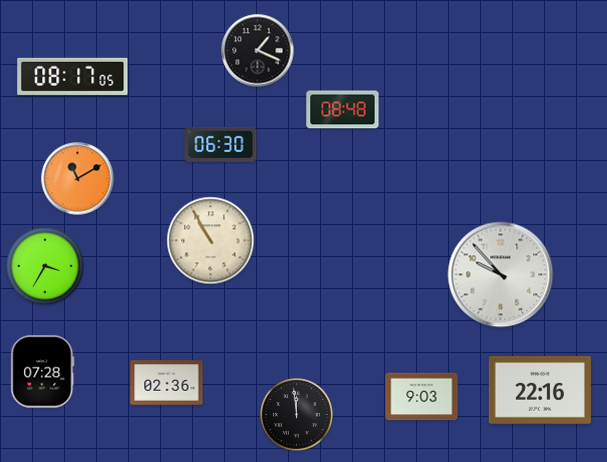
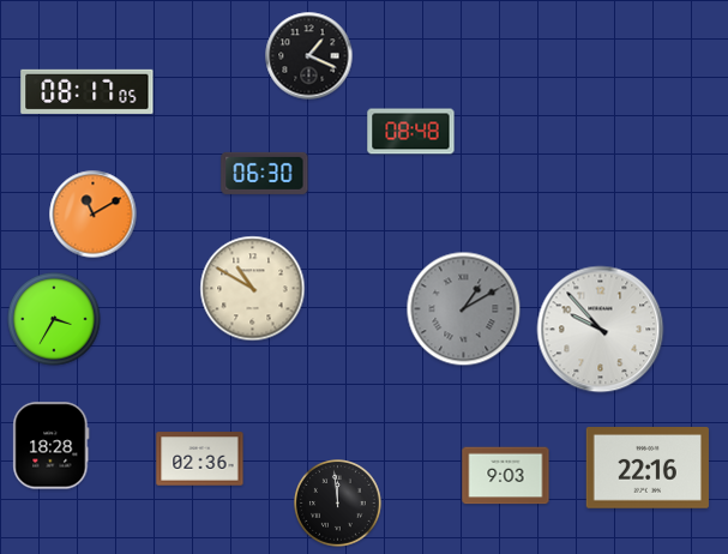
clock at (258, 51) position: (258, 51) -> (309, 56)
clock at (211, 241): 10:55 -> 10:50
clock at (464, 309): none -> 1:10
clock at (43, 372): 07:28 -> 18:28
clock at (297, 415) position: (297, 415) -> (338, 504)
